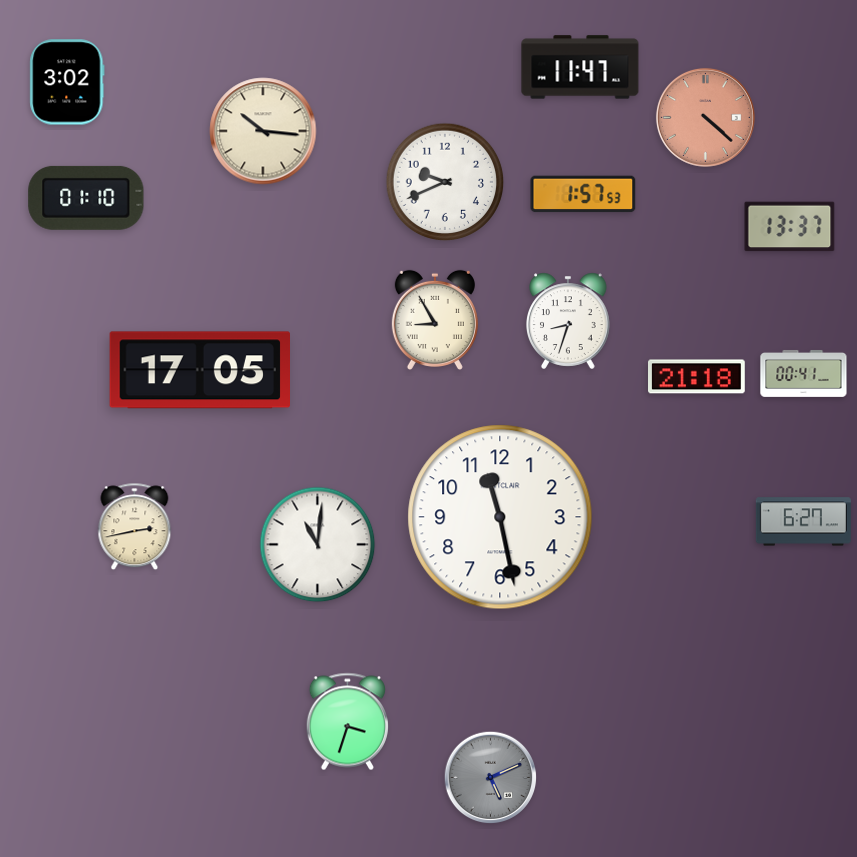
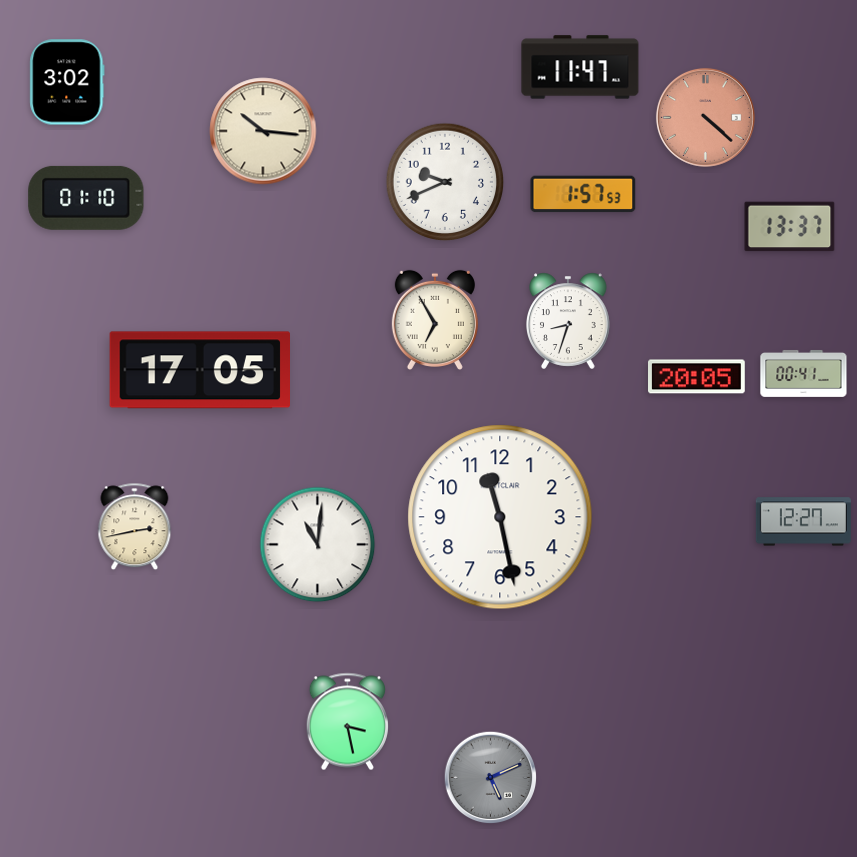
clock at (435, 320): 8:55 -> 6:55
clock at (697, 377): 21:18 -> 20:05
clock at (803, 522): 6:27 -> 12:27
clock at (347, 722): 3:33 -> 3:28
